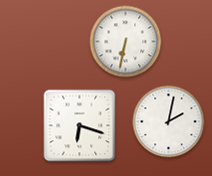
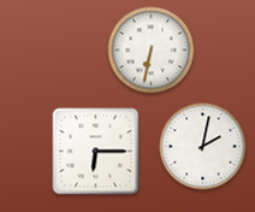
clock at (80, 126): 6:18 -> 6:15
